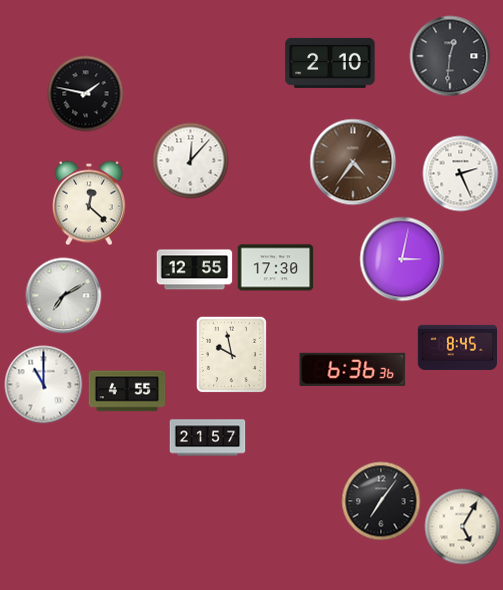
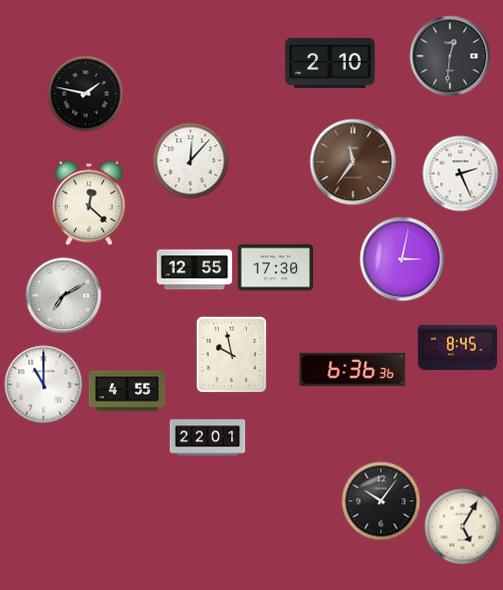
clock at (353, 162): 4:36 -> 11:36
clock at (208, 438): 21:57 -> 22:01
clock at (381, 501): 7:06 -> 10:06
